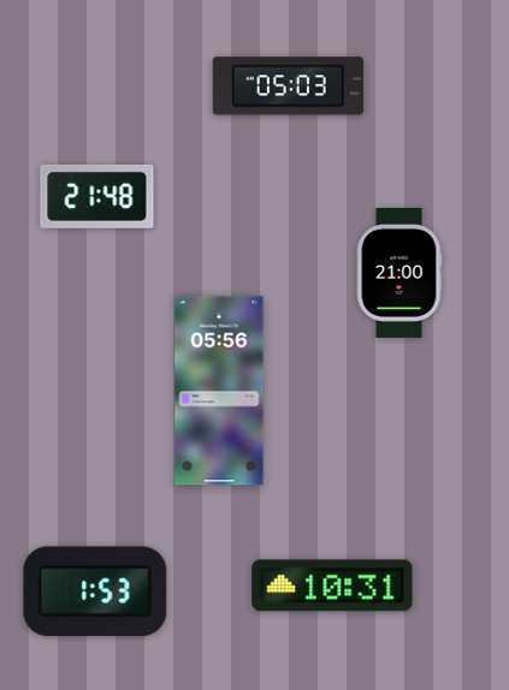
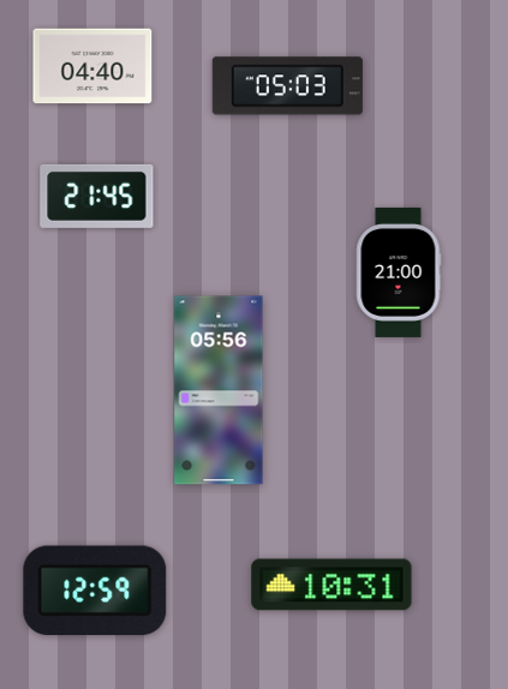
clock at (92, 66): none -> 04:40
clock at (97, 196): 21:48 -> 21:45
clock at (95, 591): 1:53 -> 12:59
